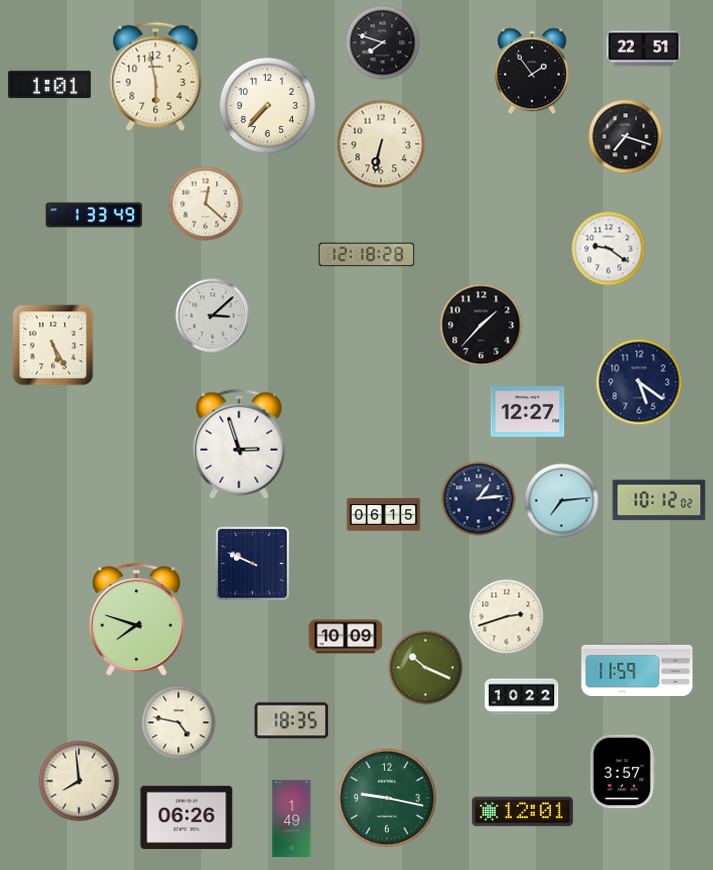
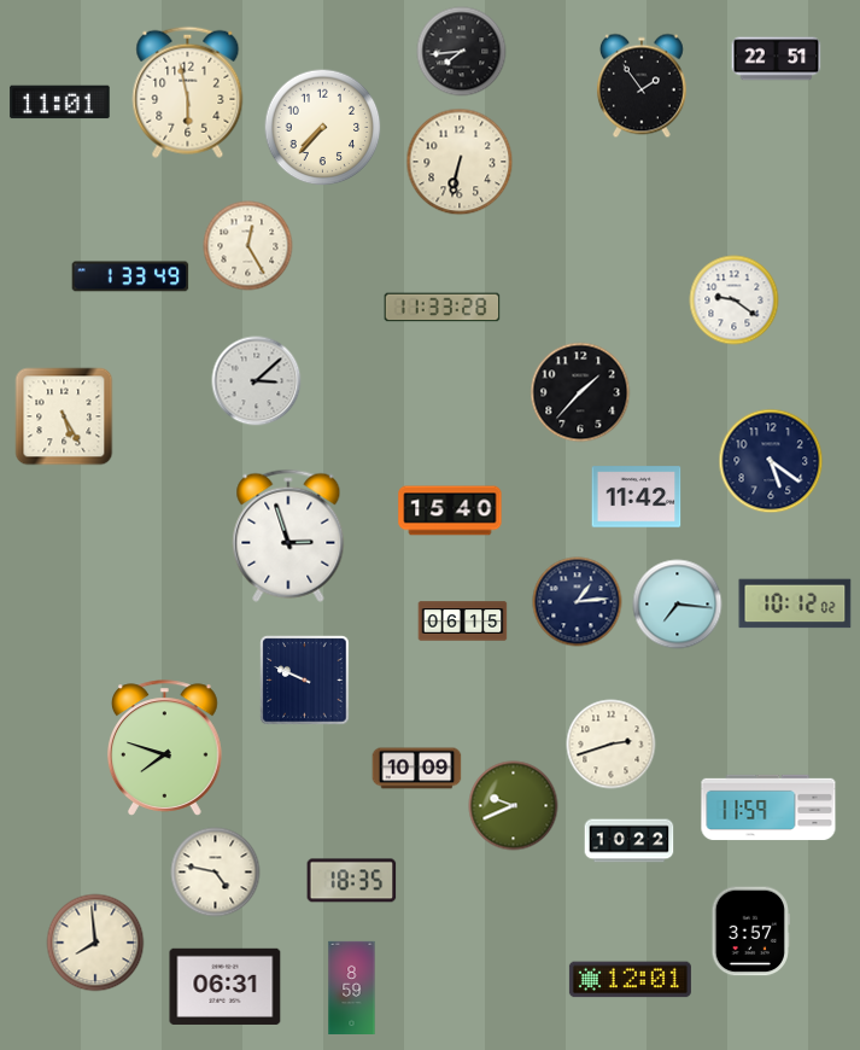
clock at (383, 43): 7:48 -> 7:44
clock at (50, 85): 1:01 -> 11:01
clock at (626, 137): 7:18 -> none
clock at (381, 144) position: (381, 144) -> (460, 162)
clock at (206, 204): 12:22 -> 12:25
clock at (94, 215) position: (94, 215) -> (130, 276)
clock at (367, 255): 12:18 -> 11:33
clock at (528, 412): 12:27 -> 11:42
clock at (450, 511): none -> 15:40
clock at (562, 501): 7:14 -> 7:16
clock at (426, 668): 10:19 -> 9:41
clock at (292, 721) position: (292, 721) -> (352, 881)
clock at (387, 798): 9:17 -> none
clock at (187, 817): 06:26 -> 06:31
clock at (292, 818): 1:49 -> 8:59
